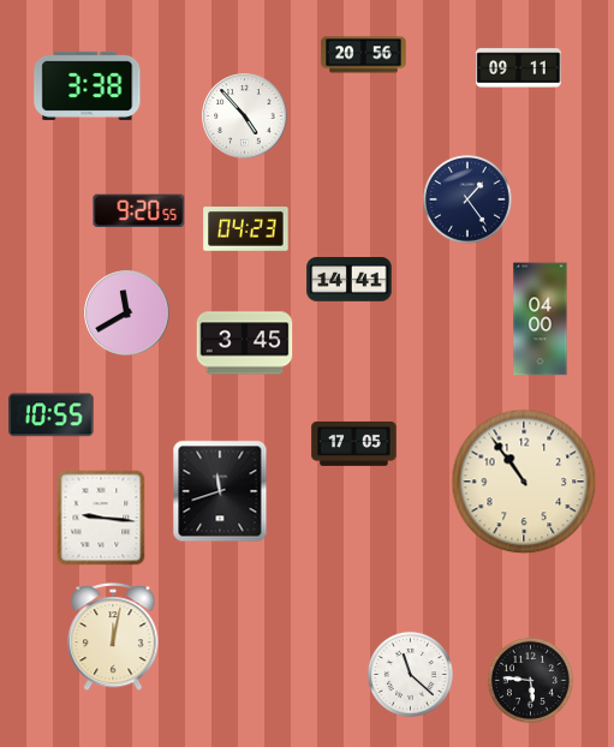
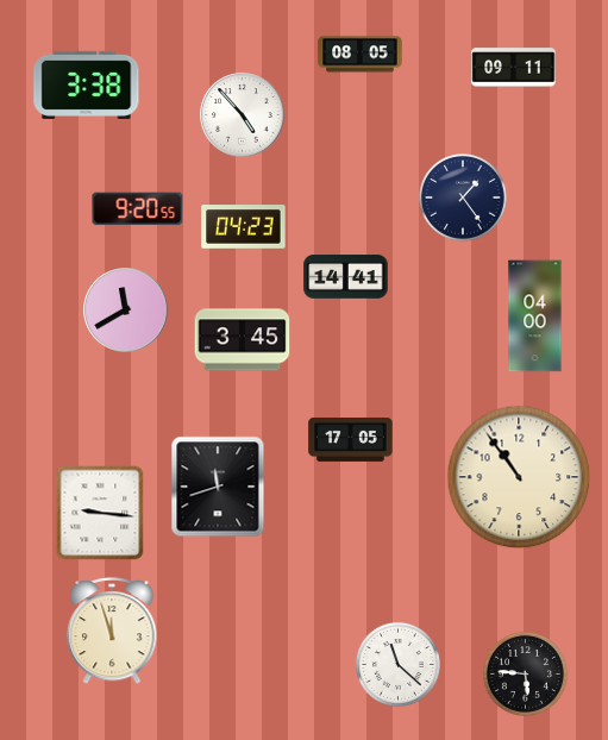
clock at (364, 55): 20:56 -> 08:05
clock at (52, 416): 10:55 -> none
clock at (113, 637): 12:02 -> 11:57
clock at (410, 674) position: (410, 674) -> (397, 664)
